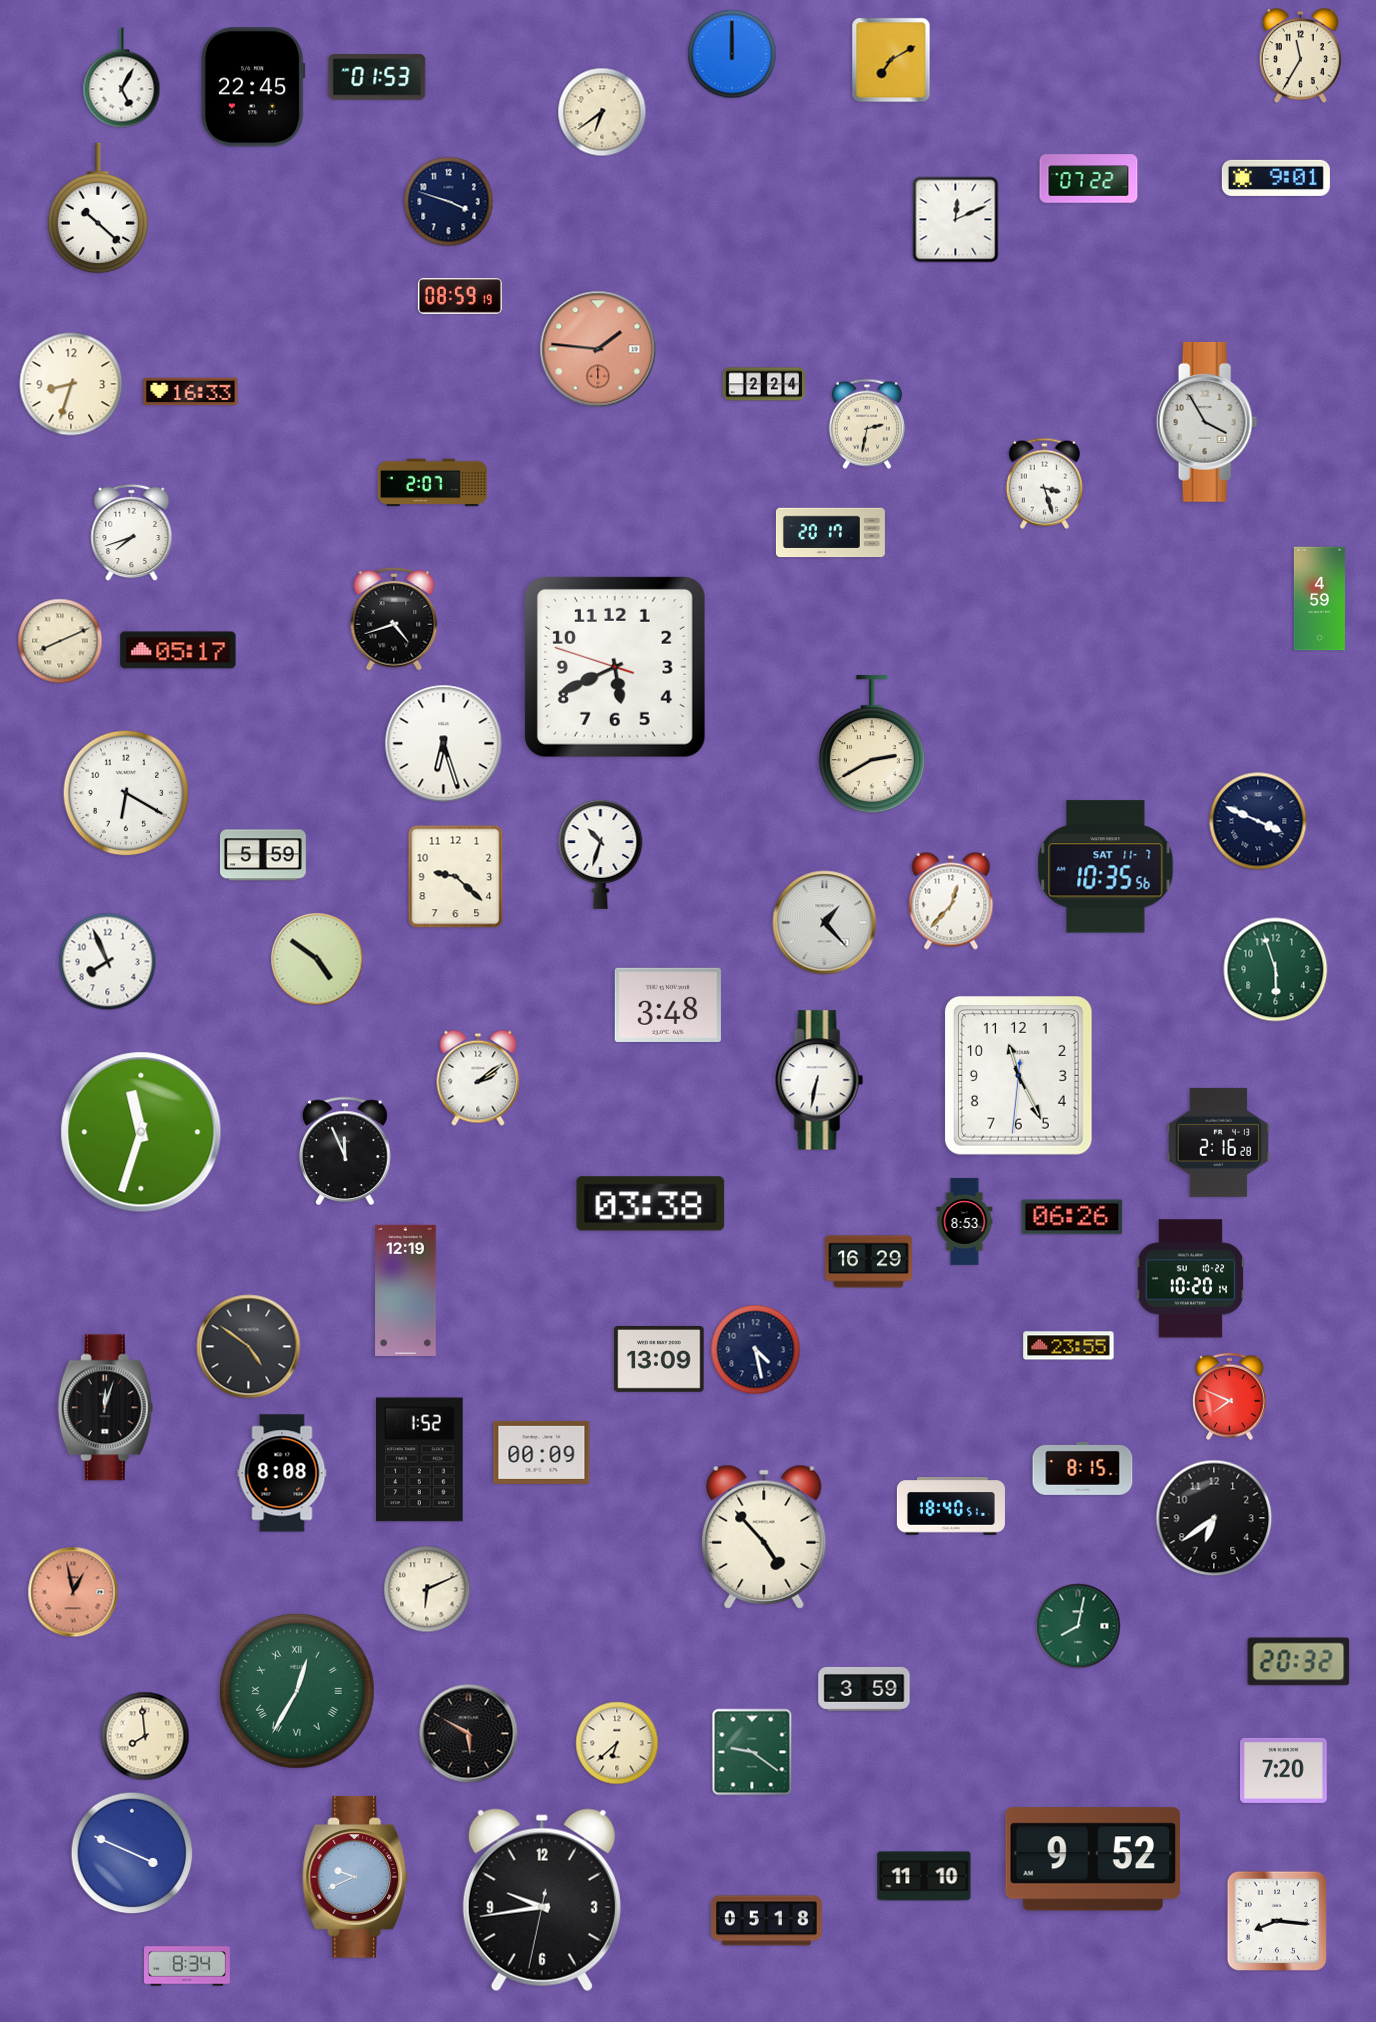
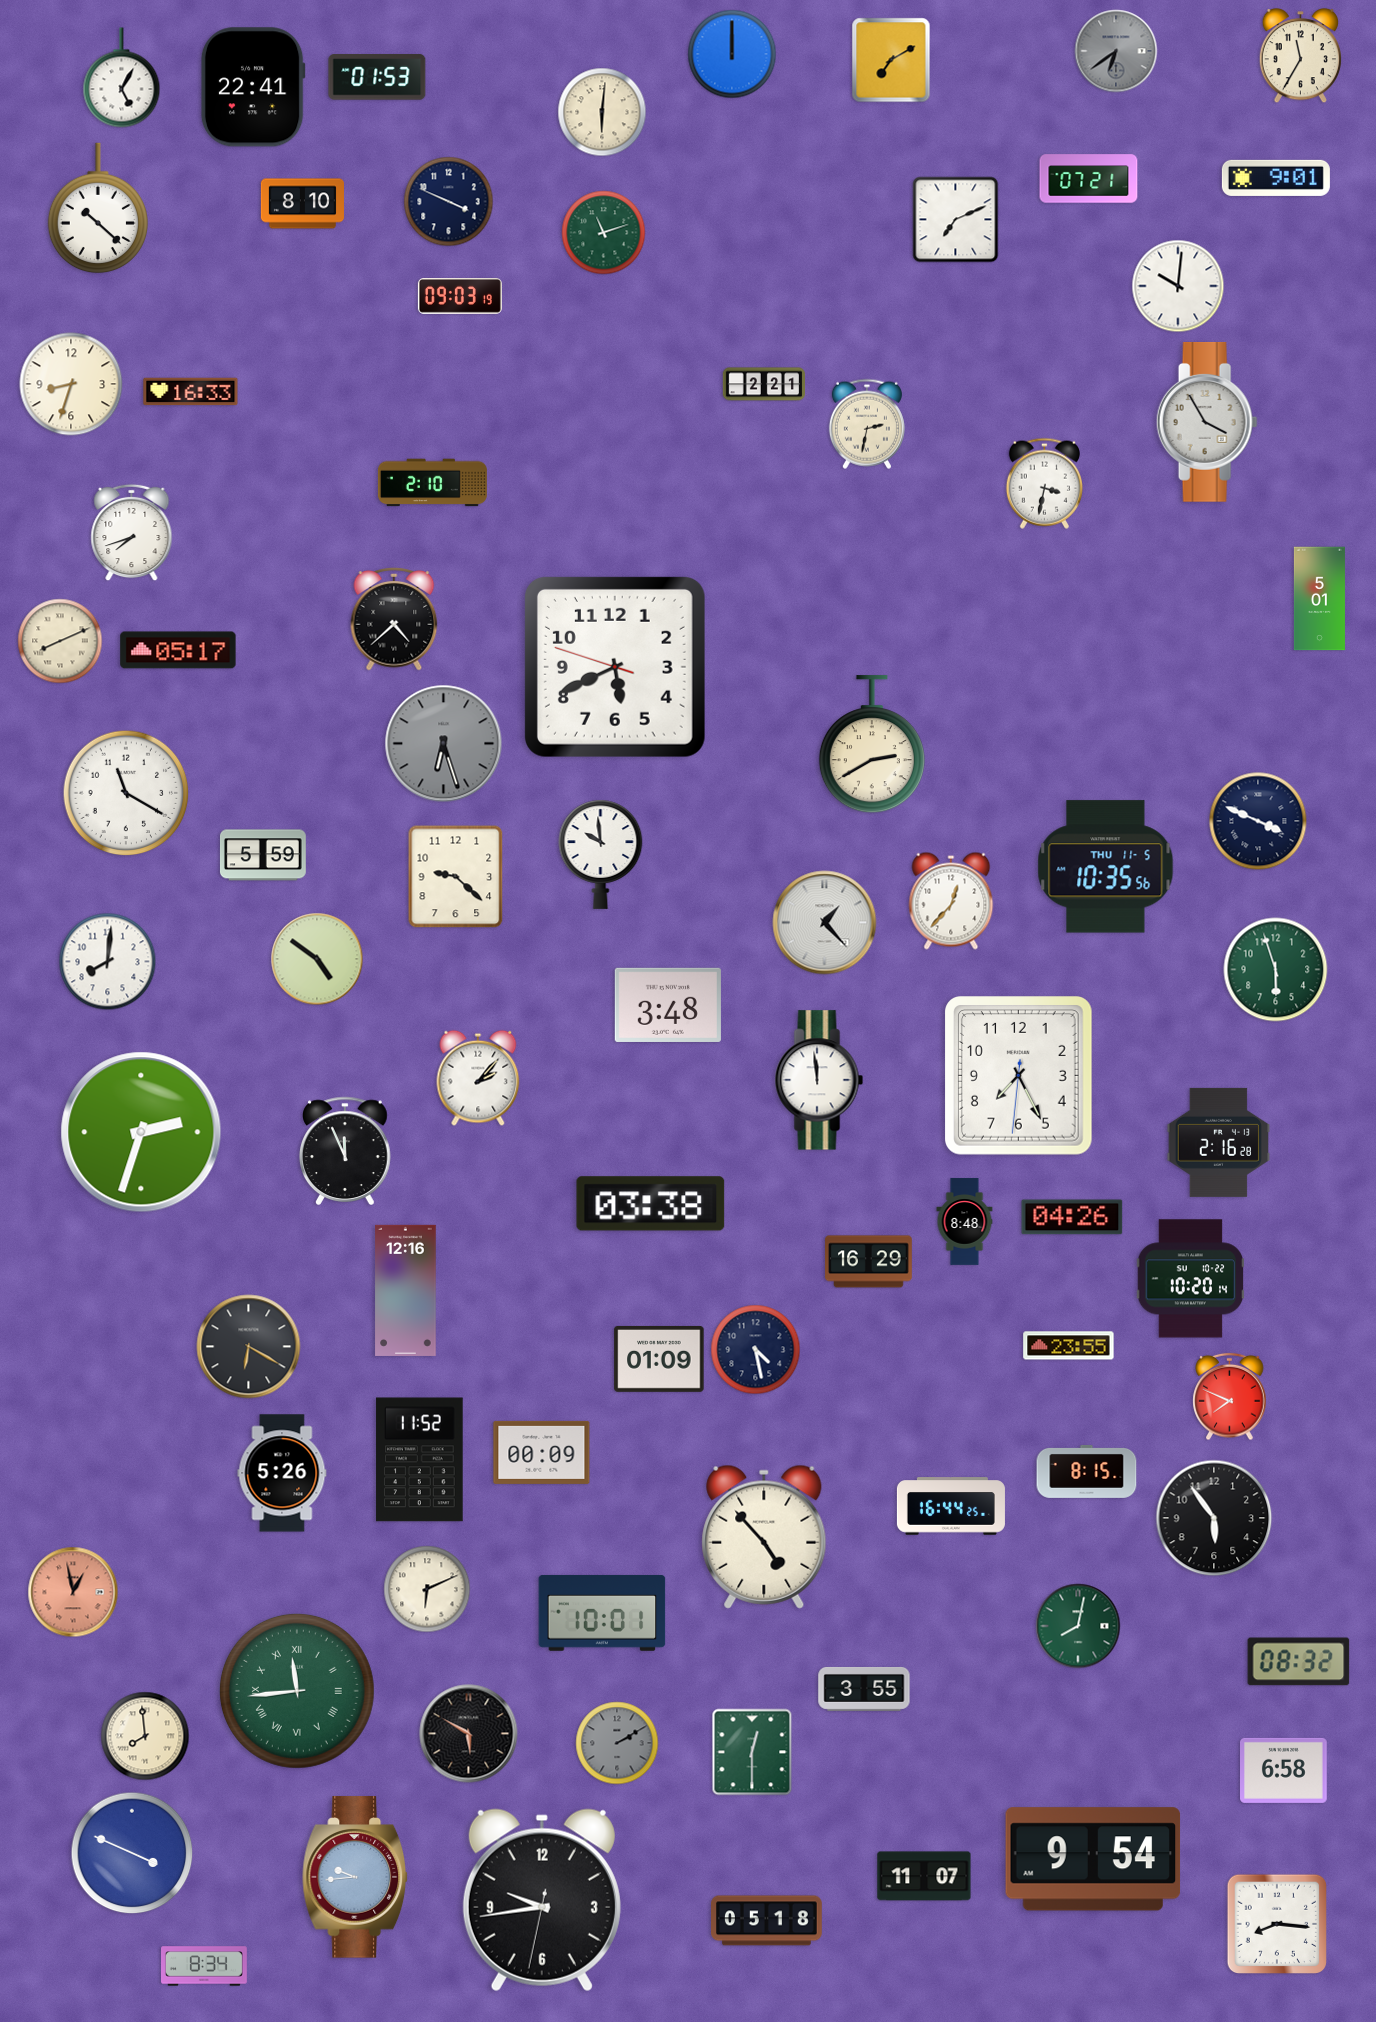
clock at (1116, 51): none -> 6:39
clock at (253, 87): 22:45 -> 22:41
clock at (602, 112): 6:39 -> 6:01
clock at (1089, 179): 07:22 -> 07:21
clock at (449, 202): 3:48 -> 3:49
clock at (302, 204): none -> 8:10
clock at (956, 220): 12:11 -> 7:11
clock at (604, 233): none -> 11:12
clock at (1178, 286): none -> 10:01
clock at (460, 297): 08:59 -> 09:03
clock at (598, 349): 1:46 -> none
clock at (763, 384): 2:24 -> 2:21
clock at (432, 483): 2:07 -> 2:10
clock at (1044, 483): 3:27 -> 3:32
clock at (830, 533): 20:17 -> none
clock at (1319, 599): 4:59 -> 5:01
clock at (394, 620): 4:42 -> 4:38
clock at (444, 744) dial: white -> grey
clock at (126, 793): 6:20 -> 11:20
clock at (601, 854): 10:33 -> 9:59
clock at (1106, 867) date: SAT 11-7 -> THU 11-5
clock at (108, 962): 7:56 -> 8:01
clock at (1019, 1076): 11:25 -> 7:25
clock at (478, 1078): 2:09 -> 2:07
clock at (819, 1080): 6:32 -> 11:59
clock at (141, 1132): 11:33 -> 2:33
clock at (1072, 1217): 06:26 -> 04:26
clock at (965, 1222): 8:53 -> 8:48
clock at (406, 1290): 12:19 -> 12:16
clock at (249, 1347): 4:51 -> 6:20
clock at (659, 1359): 13:09 -> 01:09
clock at (105, 1408): 12:03 -> none
clock at (420, 1460): 1:52 -> 11:52
clock at (1083, 1468) position: (1083, 1468) -> (1087, 1471)
clock at (282, 1473): 8:08 -> 5:26
clock at (951, 1506): 18:40 -> 16:44
clock at (1214, 1518): 6:39 -> 5:54
clock at (602, 1613): none -> 10:01
clock at (1299, 1662): 20:32 -> 08:32
clock at (864, 1689): 3:59 -> 3:55
clock at (297, 1691): 12:35 -> 11:44
clock at (617, 1743): 6:38 -> 2:10
clock at (617, 1743) dial: cream -> grey
clock at (752, 1752): 9:21 -> 12:30
clock at (1284, 1770): 7:20 -> 6:58
clock at (1093, 1859): 9:52 -> 9:54
clock at (924, 1876): 11:10 -> 11:07
clock at (356, 1877): 9:41 -> 9:44
clock at (1276, 1920) position: (1276, 1920) -> (1276, 1923)
clock at (188, 1966) position: (188, 1966) -> (205, 1966)
